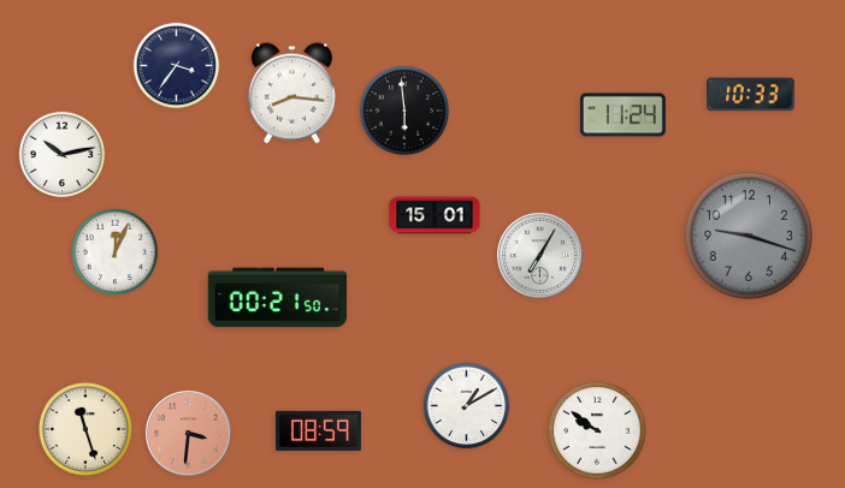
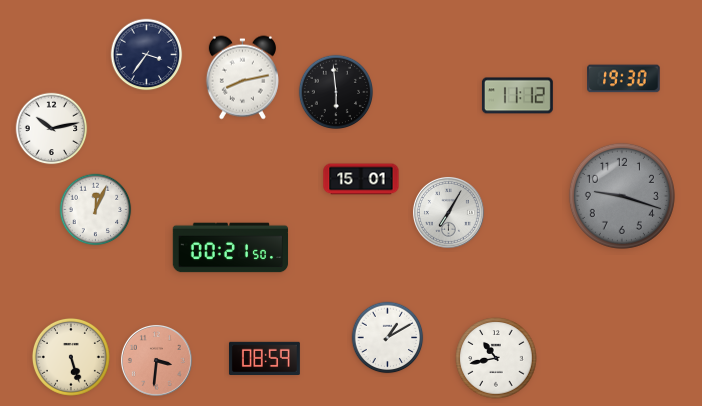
clock at (291, 94): 8:16 -> 8:13
clock at (751, 95): 10:33 -> 19:30
clock at (622, 115): 11:24 -> 11:12
clock at (85, 429): 11:27 -> 5:27
clock at (597, 430): 9:51 -> 10:43
